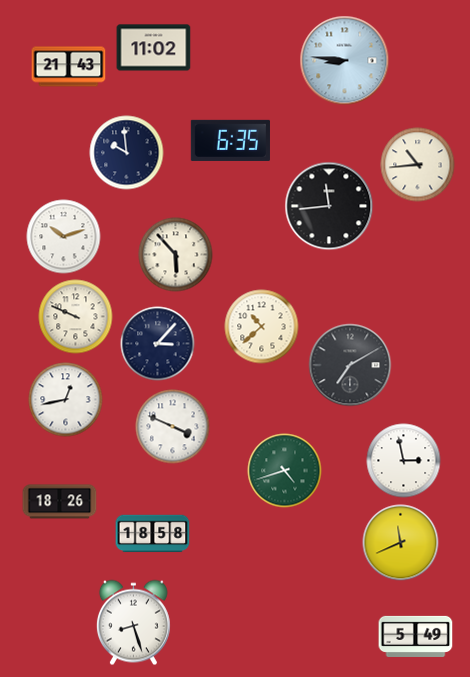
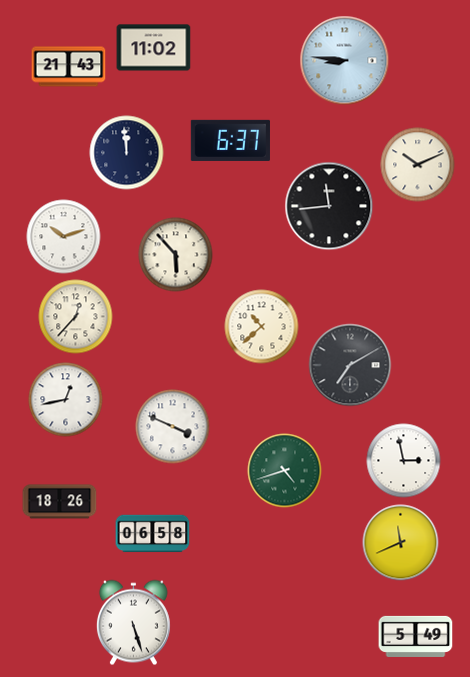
clock at (230, 140): 6:35 -> 6:37
clock at (127, 153): 9:59 -> 11:59
clock at (418, 165): 10:44 -> 10:11
clock at (76, 317): 9:49 -> 12:37
clock at (158, 344): 3:07 -> none
clock at (153, 534): 18:58 -> 06:58
clock at (133, 623): 8:27 -> 5:27
